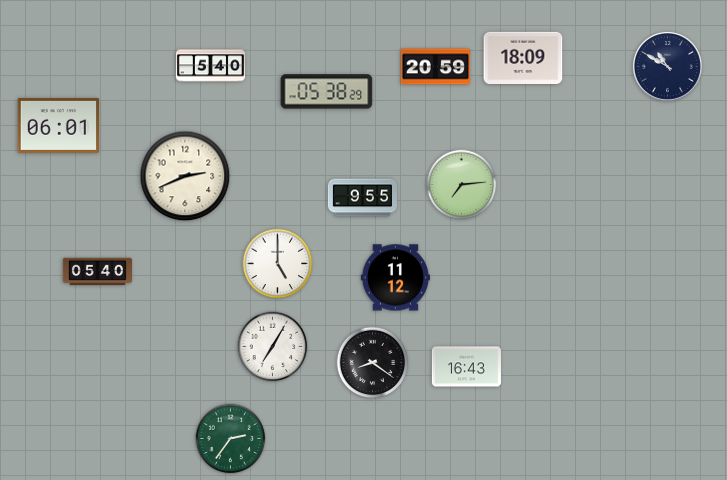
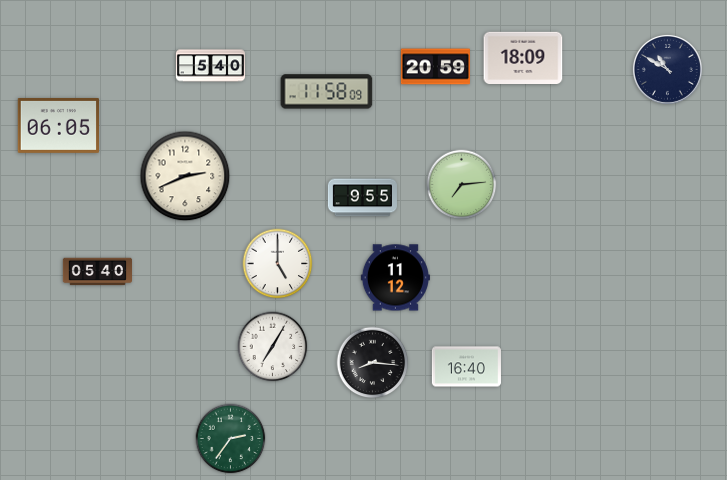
clock at (667, 66) position: (667, 66) -> (667, 69)
clock at (327, 92): 05:38 -> 11:58
clock at (58, 125): 06:01 -> 06:05
clock at (373, 363): 8:21 -> 8:16
clock at (466, 367): 16:43 -> 16:40
